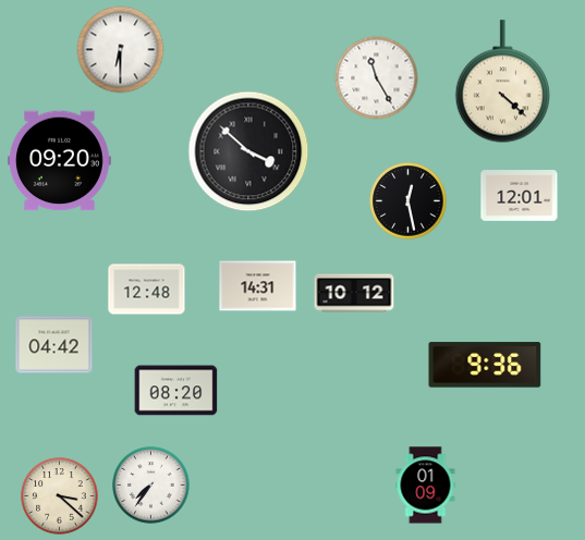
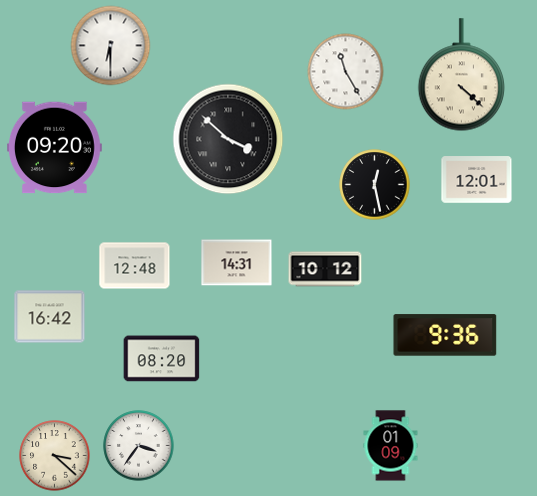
clock at (54, 345): 04:42 -> 16:42
clock at (151, 486): 7:36 -> 3:36
